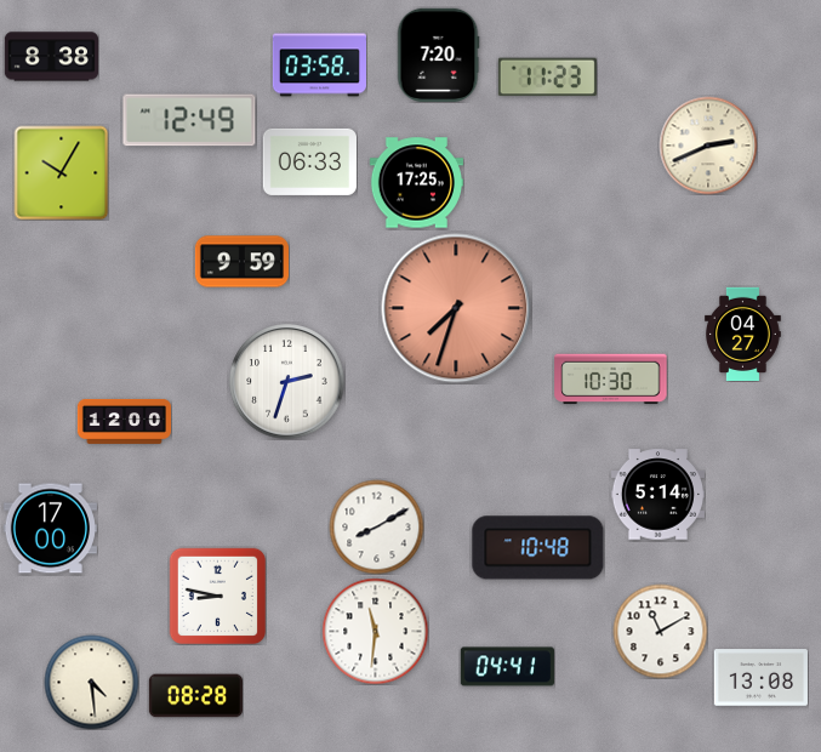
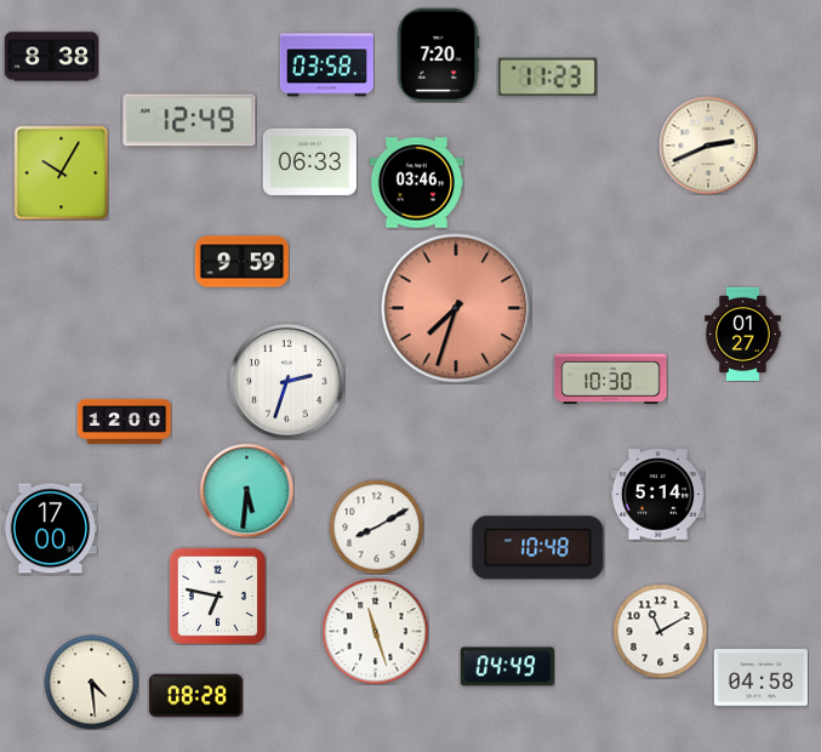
clock at (319, 65) position: (319, 65) -> (326, 65)
clock at (416, 183): 17:25 -> 03:46
clock at (743, 334): 04:27 -> 01:27
clock at (246, 490): none -> 5:31
clock at (217, 596): 8:47 -> 6:47
clock at (375, 631): 11:31 -> 11:27
clock at (507, 667): 04:41 -> 04:49
clock at (760, 678): 13:08 -> 04:58
